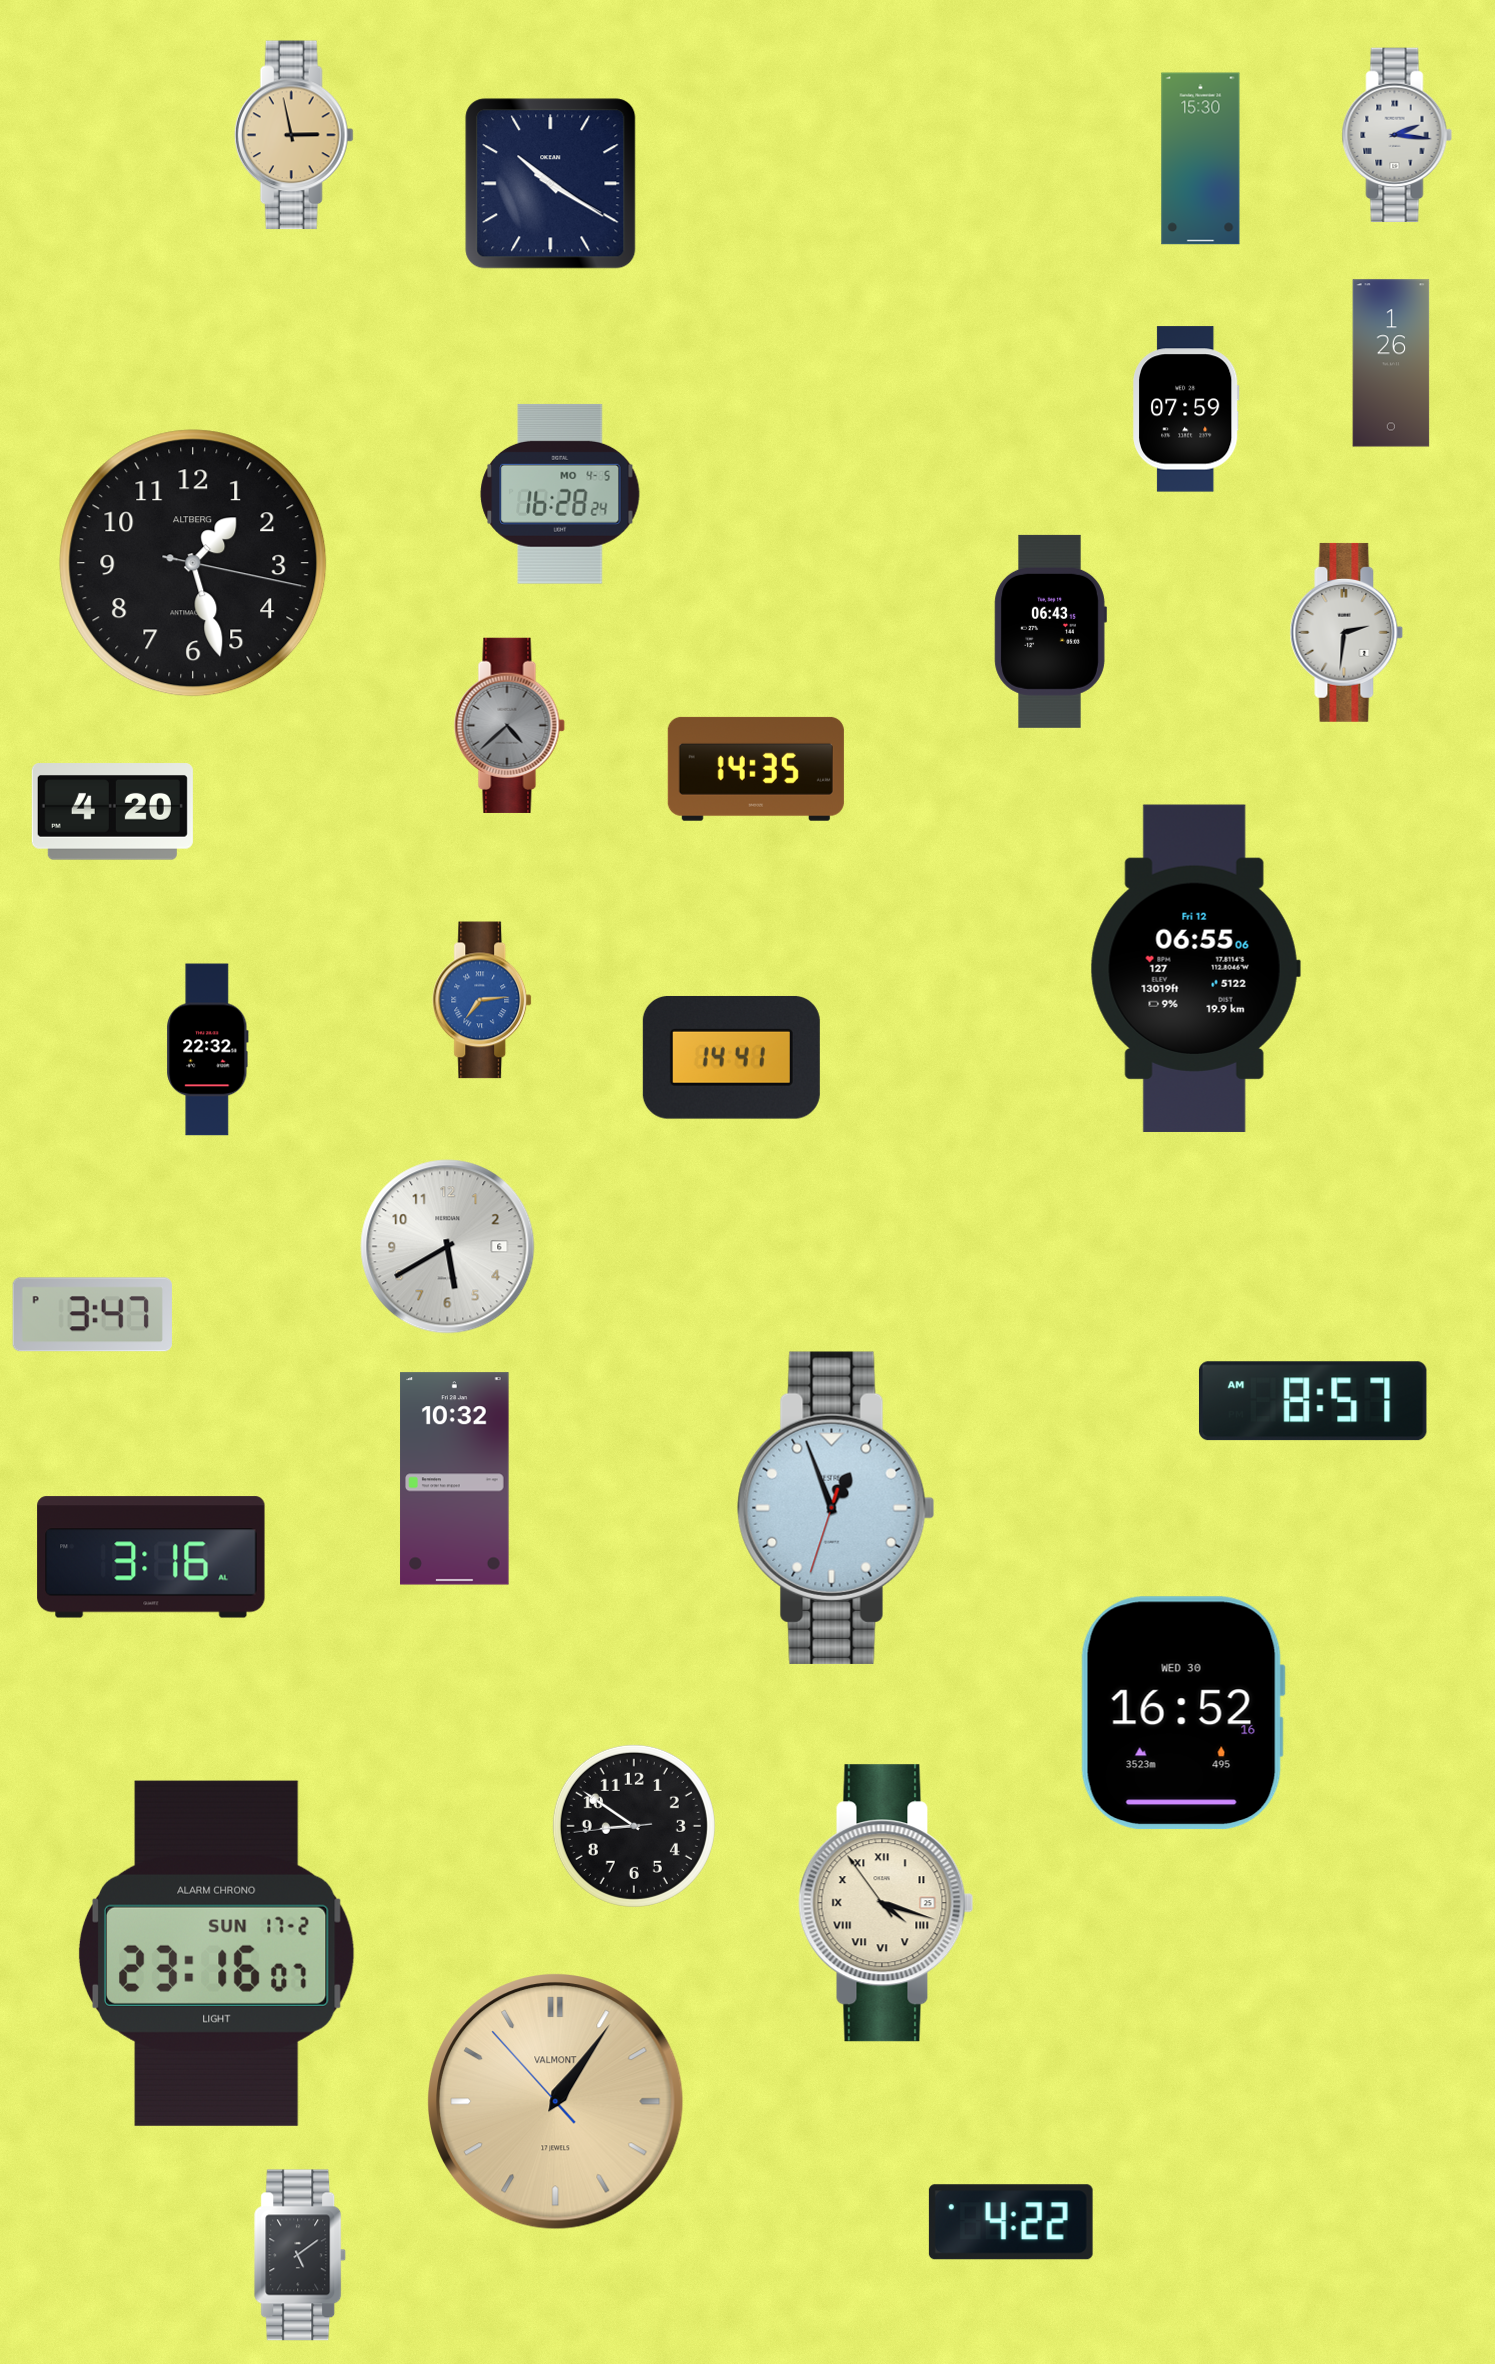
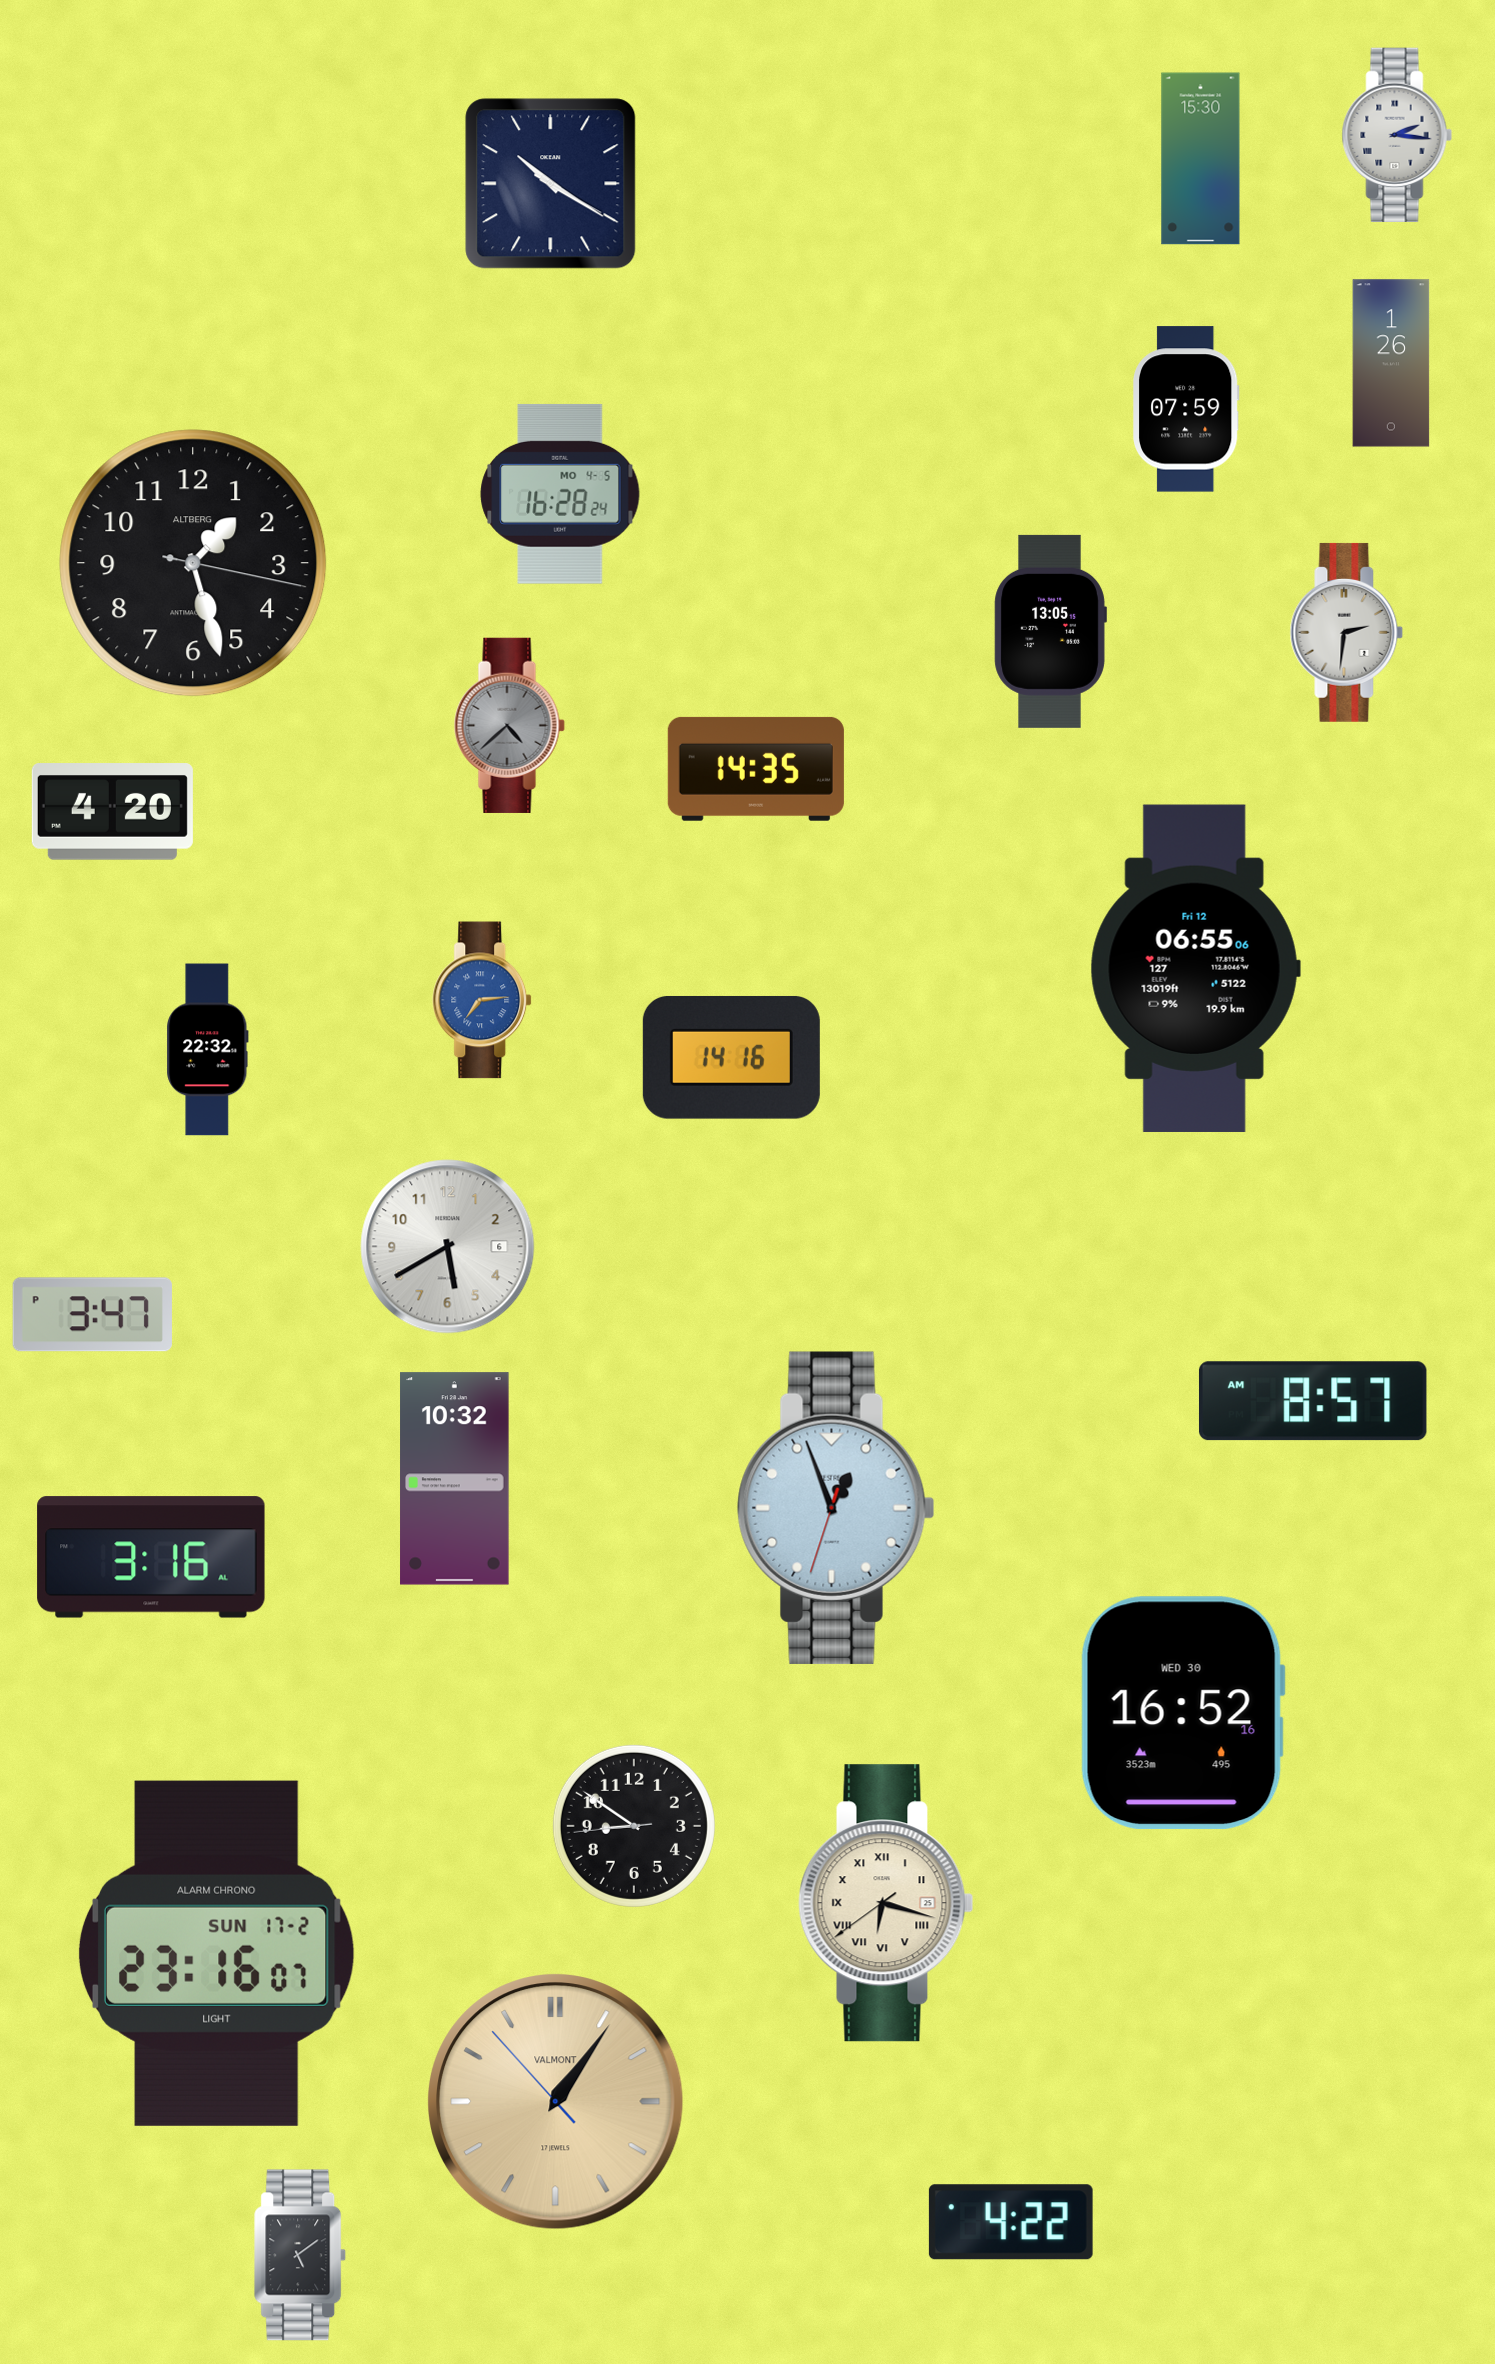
clock at (294, 135): 2:58 -> none
clock at (1050, 631): 06:43 -> 13:05
clock at (731, 1058): 14:41 -> 14:16
clock at (886, 1903): 4:17 -> 6:17
